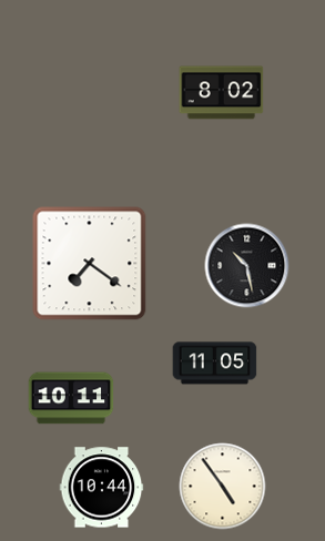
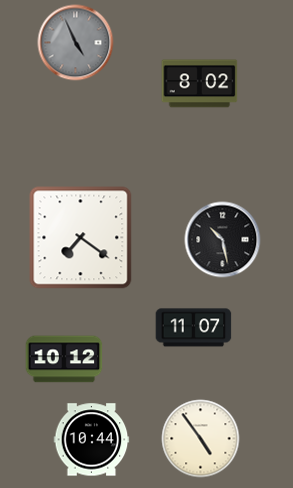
clock at (76, 43): none -> 4:56
clock at (215, 364): 11:05 -> 11:07
clock at (71, 398): 10:11 -> 10:12
